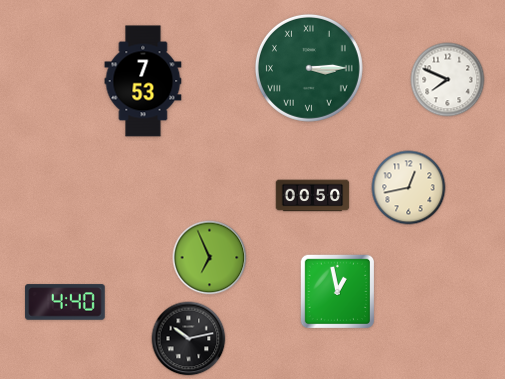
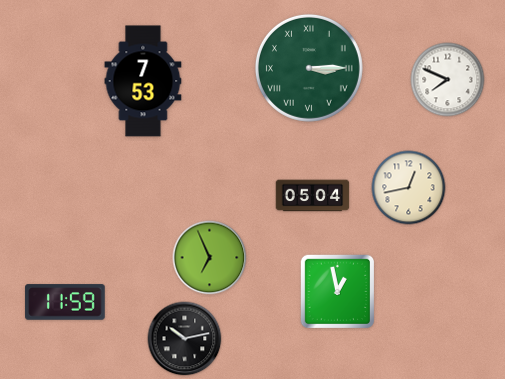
clock at (313, 196): 00:50 -> 05:04
clock at (65, 302): 4:40 -> 11:59
clock at (189, 339) position: (189, 339) -> (185, 339)
